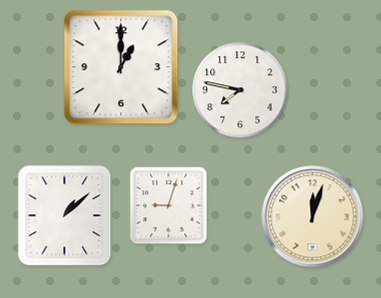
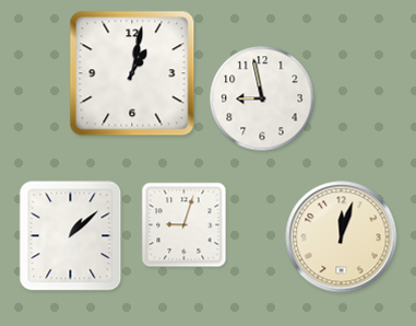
clock at (121, 67): 1:00 -> 1:02
clock at (240, 90): 7:47 -> 8:58
